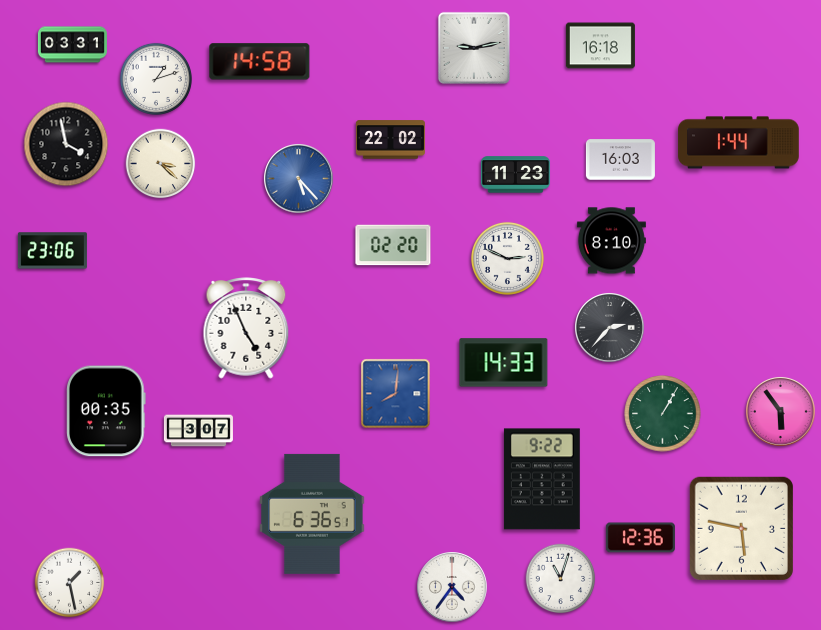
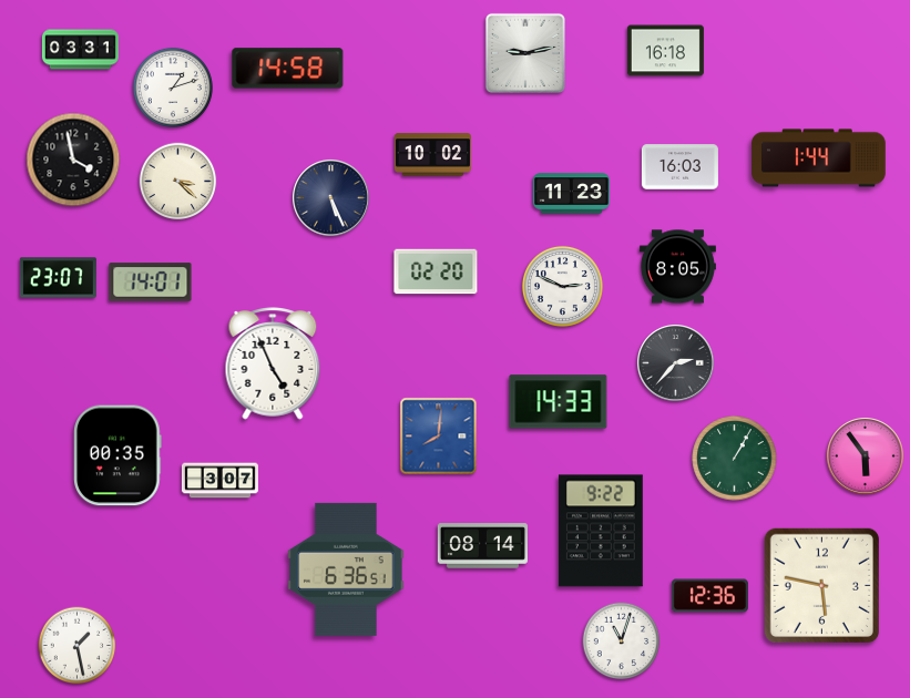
clock at (390, 140): 22:02 -> 10:02
clock at (620, 160) position: (620, 160) -> (679, 167)
clock at (299, 179): 5:23 -> 5:26
clock at (299, 179) dial: blue -> navy
clock at (611, 241): 8:10 -> 8:05
clock at (52, 251): 23:06 -> 23:07
clock at (151, 283): none -> 14:01
clock at (198, 431) position: (198, 431) -> (219, 481)
clock at (482, 546): none -> 08:14
clock at (452, 587): 4:36 -> none
